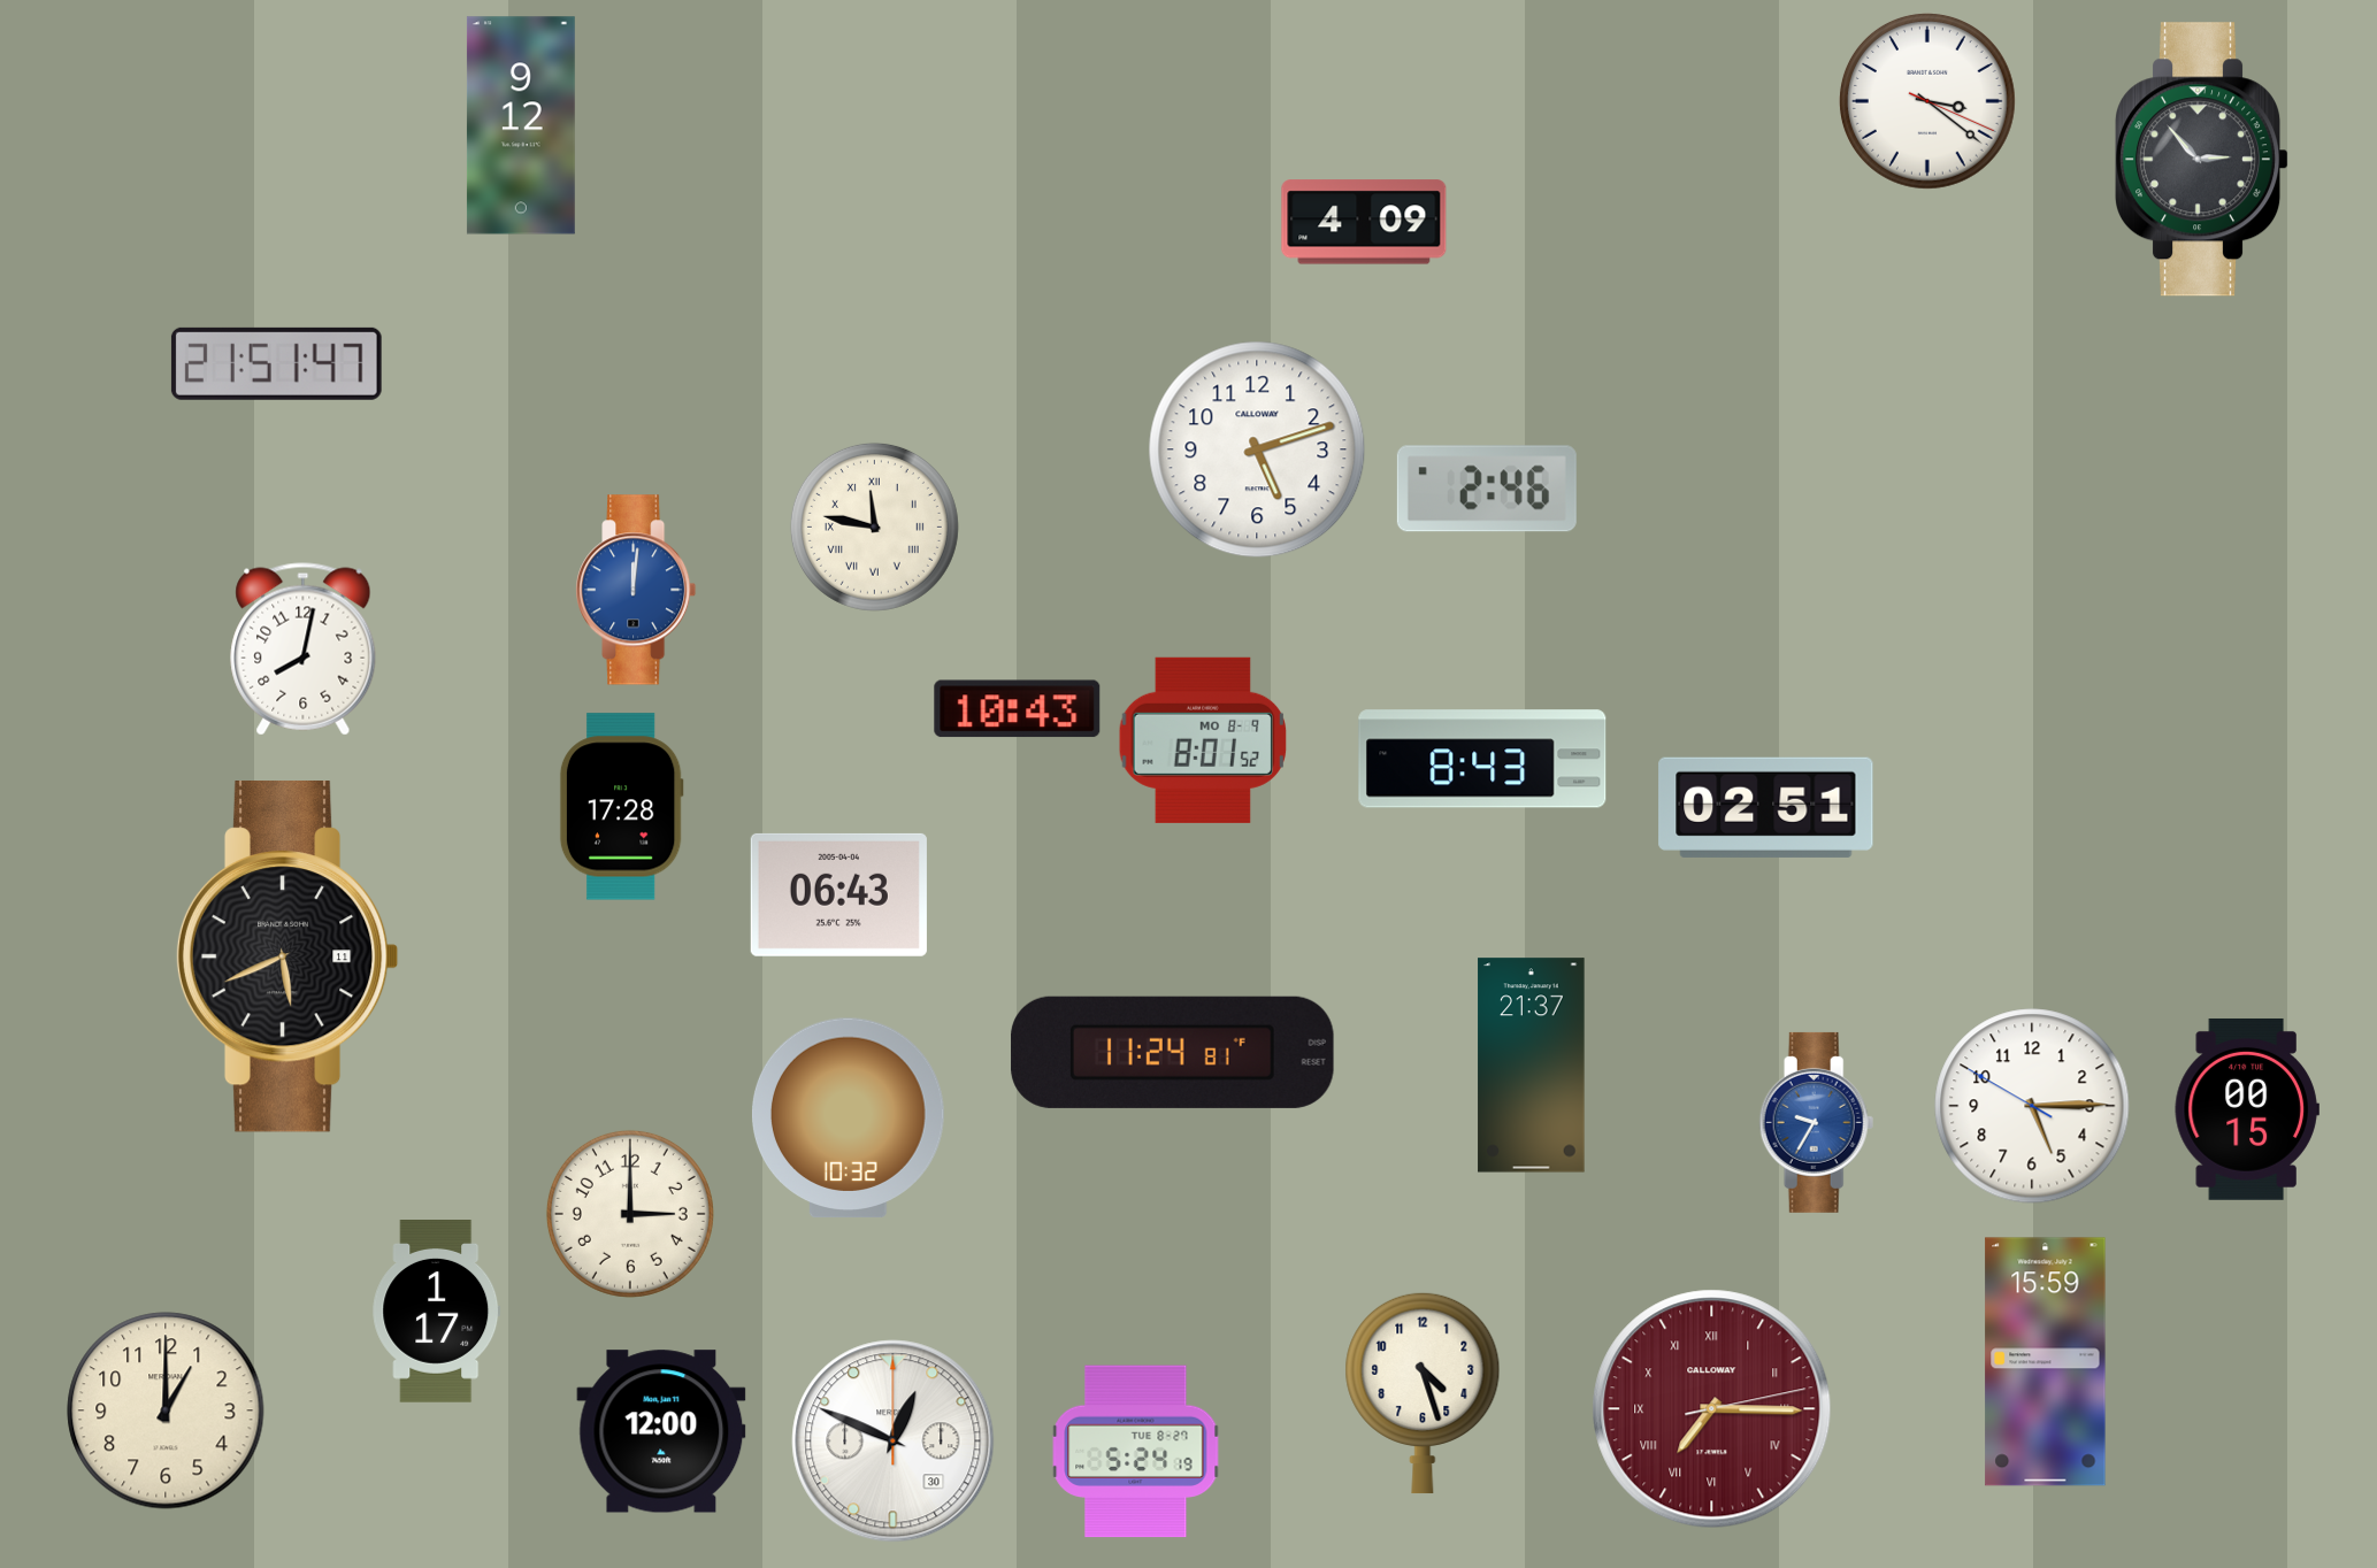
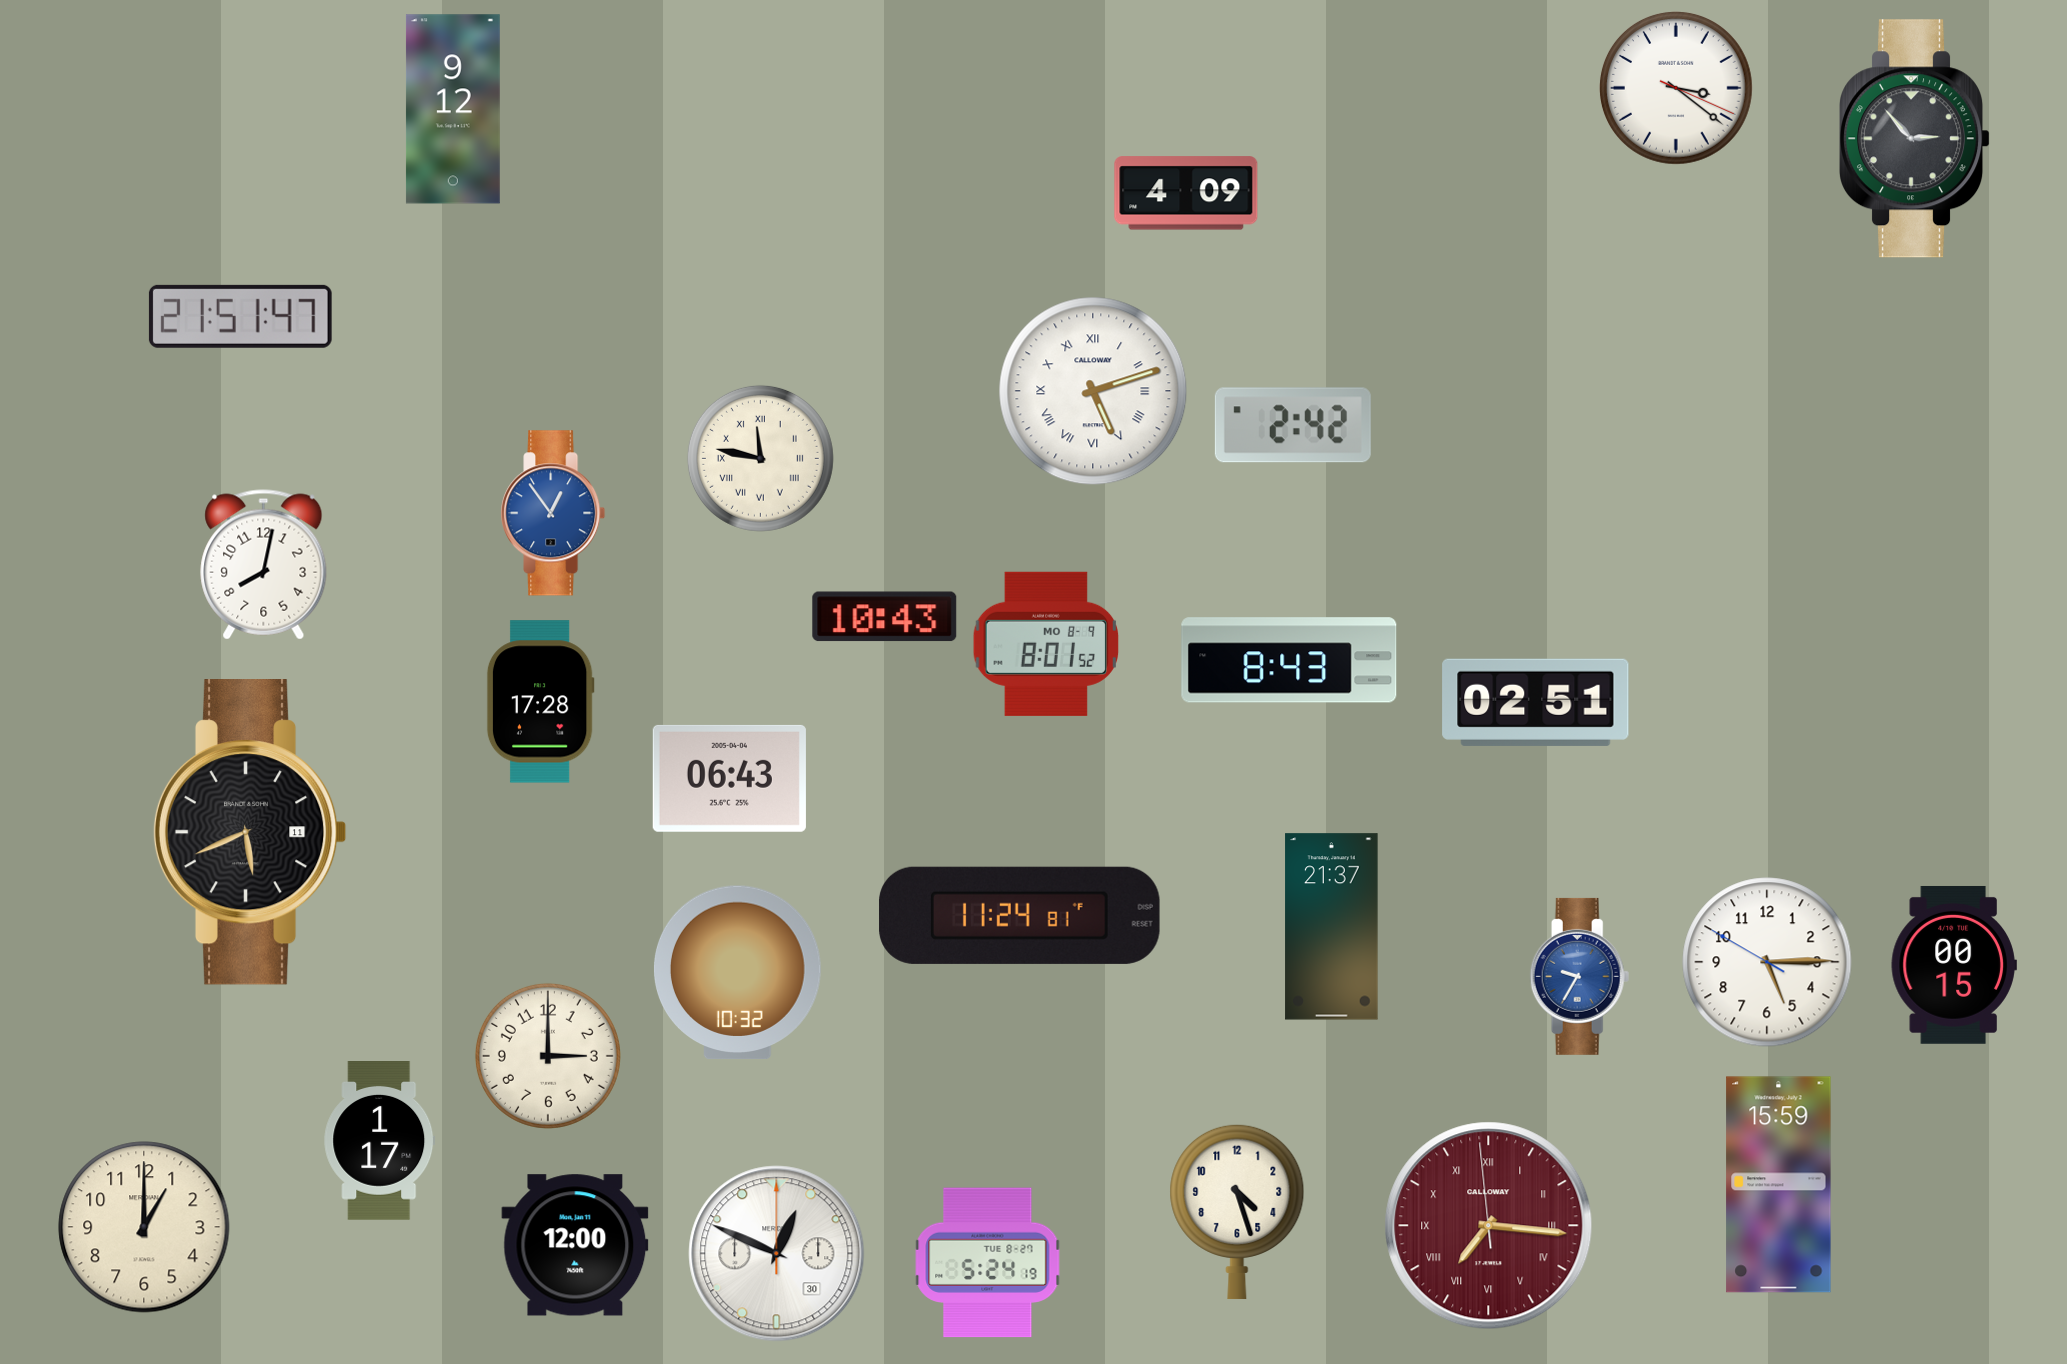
clock at (1257, 449) numerals: Arabic -> Roman
clock at (1487, 489): 2:46 -> 2:42
clock at (636, 590): 12:01 -> 12:54
clock at (1712, 1409): 7:15:13 -> 7:15:59
